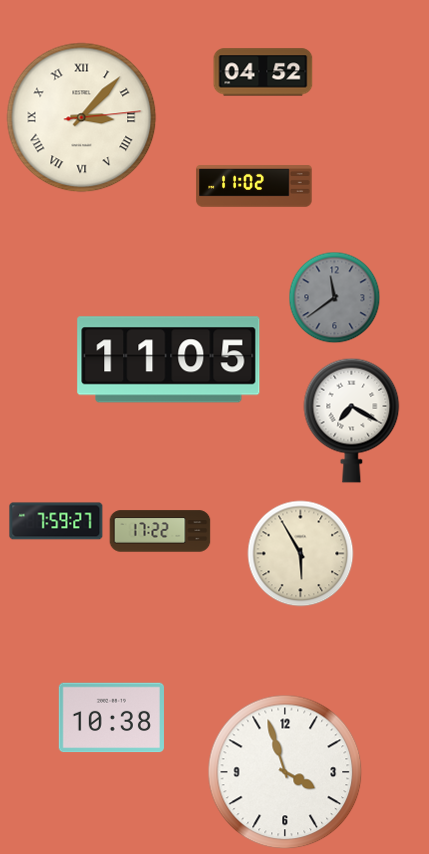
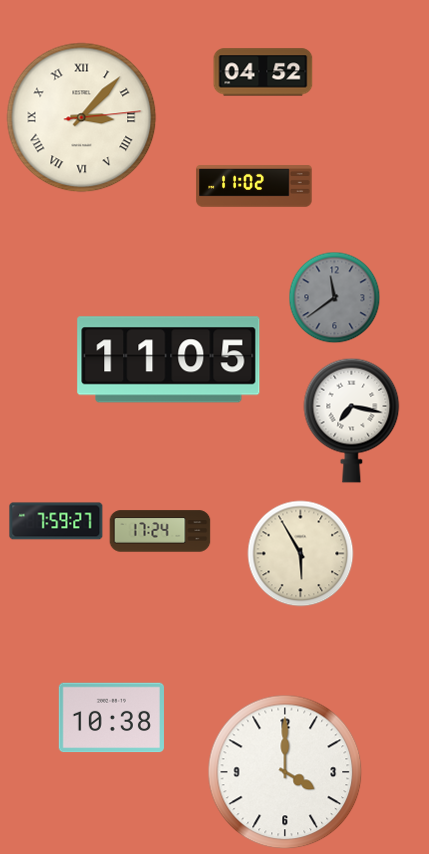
clock at (352, 420): 7:20 -> 7:17
clock at (160, 531): 17:22 -> 17:24
clock at (285, 772): 3:57 -> 4:00
